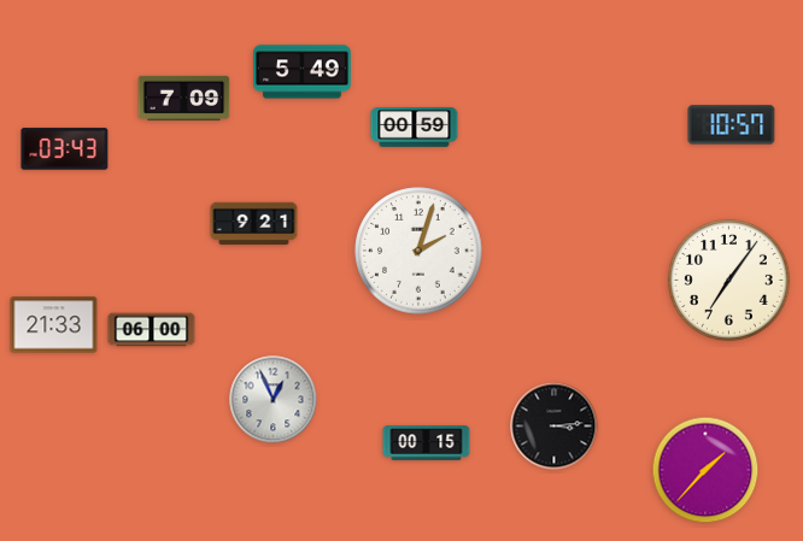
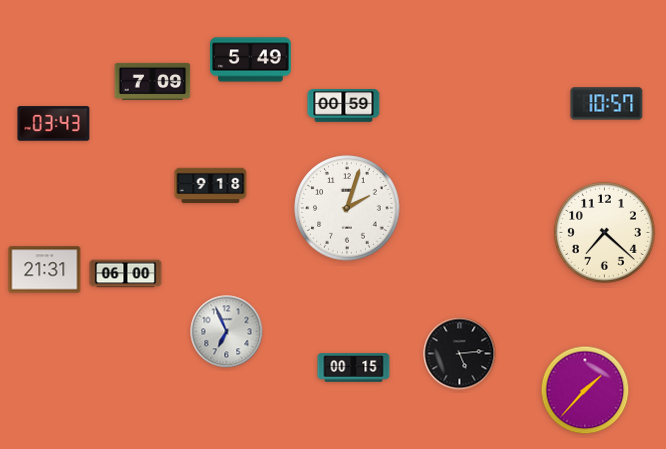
clock at (254, 224): 9:21 -> 9:18
clock at (728, 280): 7:06 -> 7:22
clock at (54, 325): 21:33 -> 21:31
clock at (274, 400): 12:56 -> 6:56
clock at (555, 427): 3:14 -> 5:14
